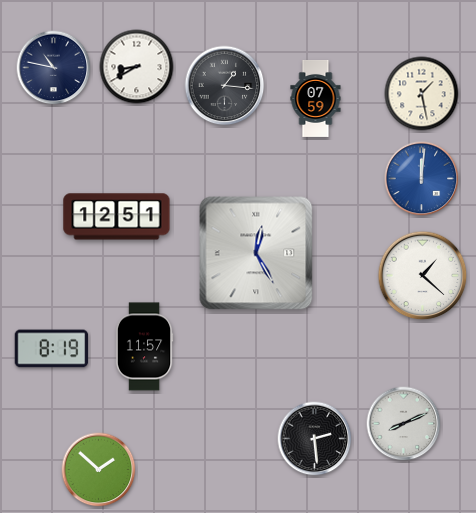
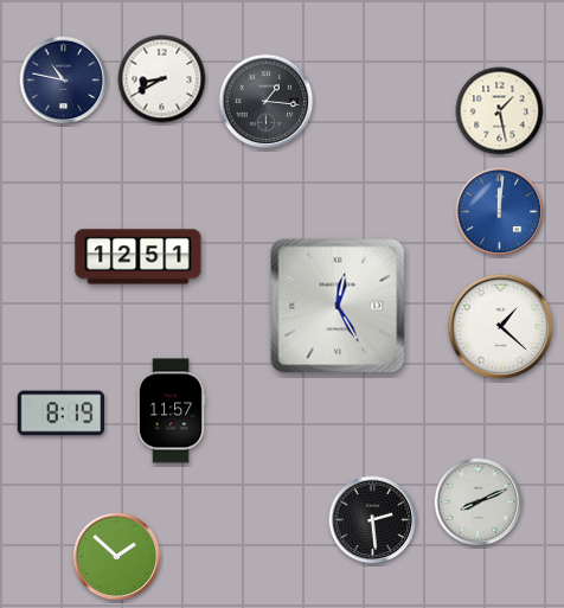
clock at (316, 98): 07:59 -> none
clock at (256, 253) position: (256, 253) -> (338, 306)
